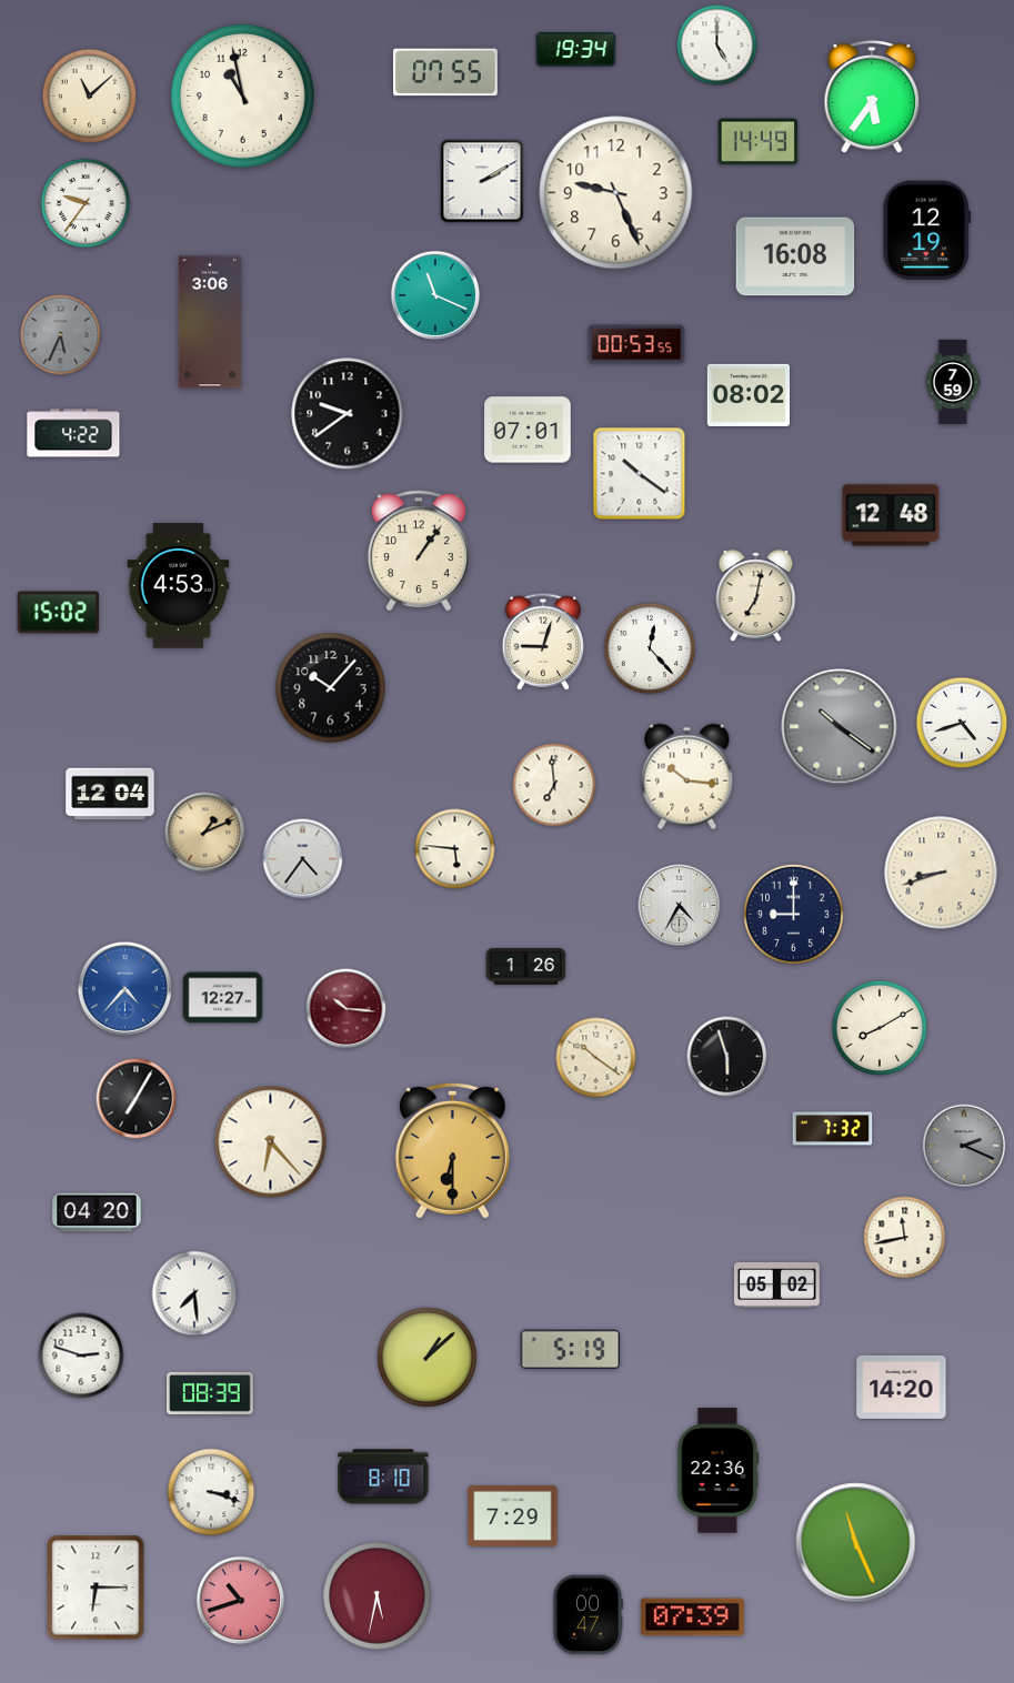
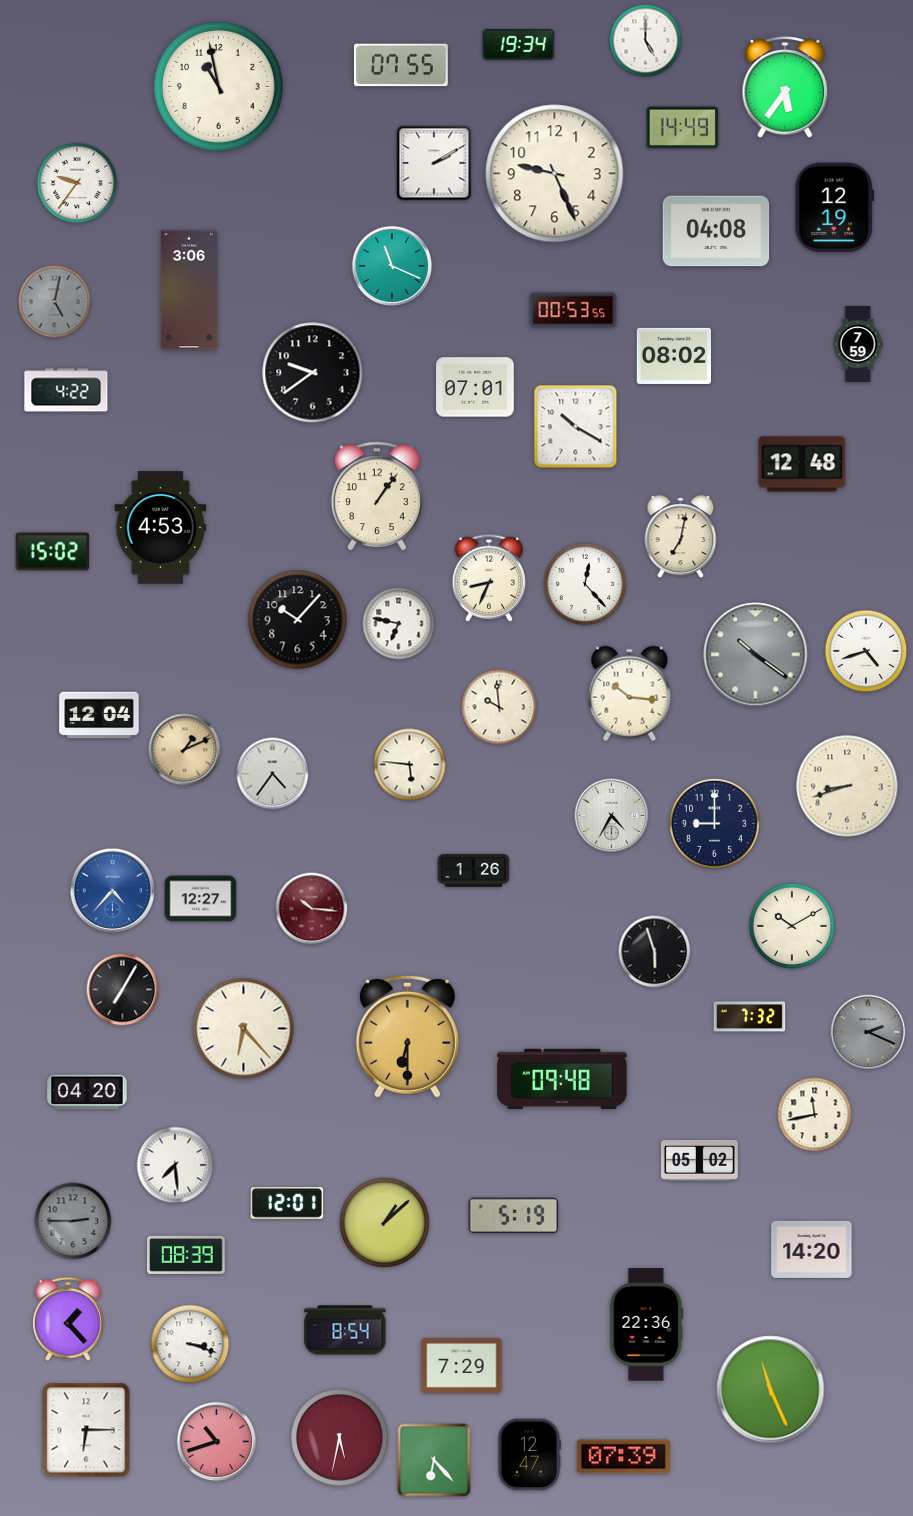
clock at (90, 97): 11:08 -> none
clock at (795, 256): 16:08 -> 04:08
clock at (61, 335): 5:34 -> 5:02
clock at (640, 474): 10:21 -> 10:20
clock at (543, 642): 9:03 -> 8:34
clock at (399, 624): none -> 6:47
clock at (687, 777) position: (687, 777) -> (630, 694)
clock at (554, 785): 6:59 -> 9:59
clock at (879, 1027): 8:10 -> 10:10
clock at (596, 1058): 10:21 -> none
clock at (562, 1079): none -> 09:48
clock at (776, 1286) position: (776, 1286) -> (699, 1161)
clock at (287, 1203): none -> 12:01
clock at (81, 1356): 2:48 -> 2:45
clock at (81, 1356) dial: white -> grey
clock at (210, 1393) position: (210, 1393) -> (186, 1255)
clock at (68, 1319): none -> 1:23
clock at (383, 1477): 8:10 -> 8:54
clock at (588, 1615): 00:47 -> 12:47
clock at (434, 1460): none -> 6:23
